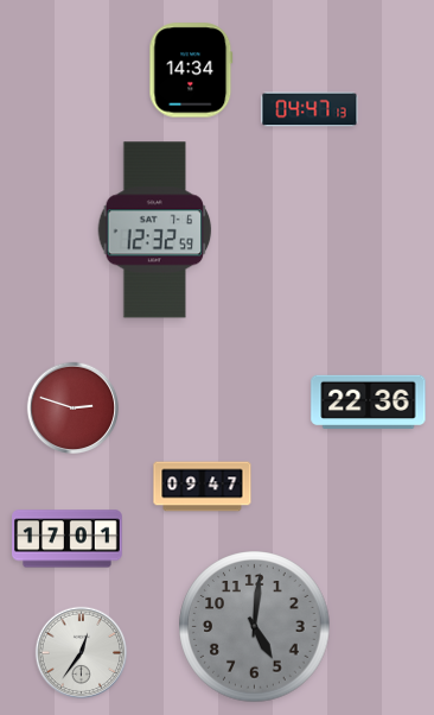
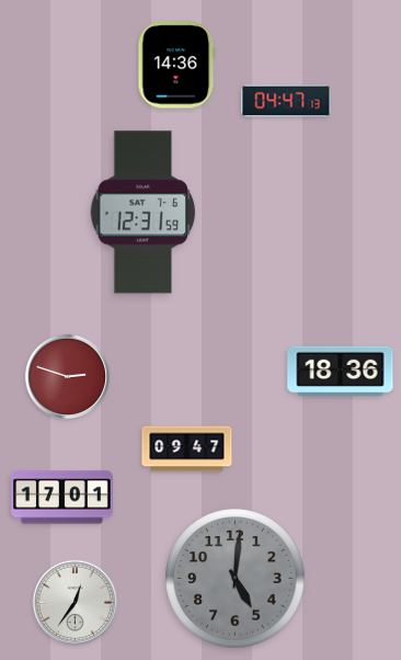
clock at (191, 70): 14:34 -> 14:36
clock at (155, 230): 12:32 -> 12:31
clock at (369, 401): 22:36 -> 18:36
